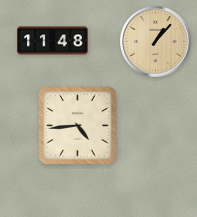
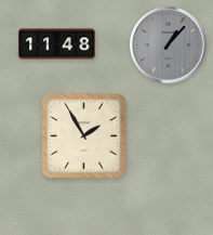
clock at (156, 42) dial: champagne -> grey
clock at (78, 126): 4:44 -> 1:55
